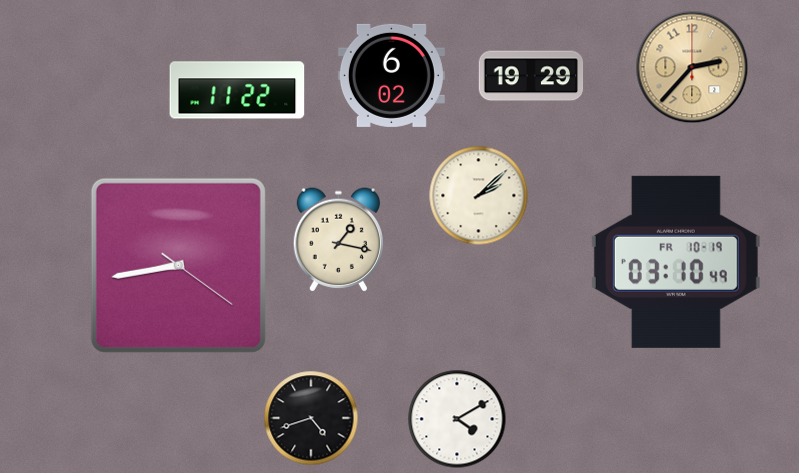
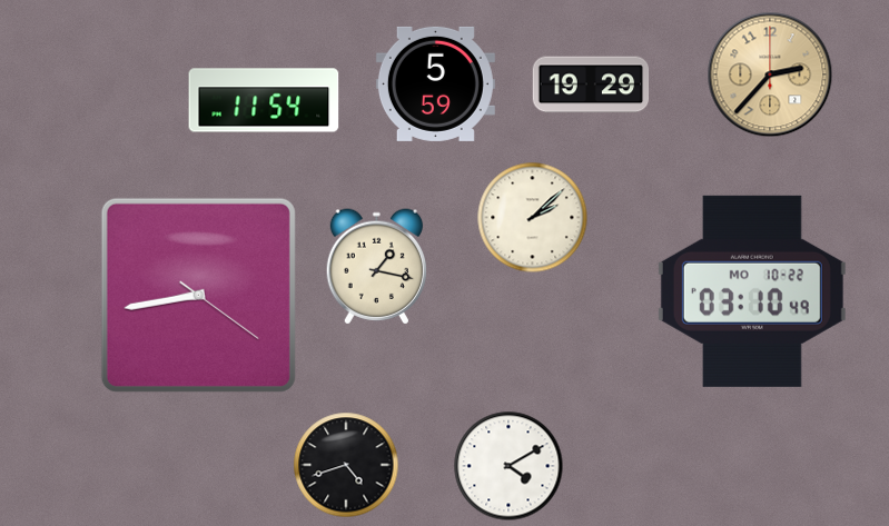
clock at (391, 75): 6:02 -> 5:59
clock at (237, 90): 11:22 -> 11:54
clock at (676, 262) date: FR 10-19 -> MO 10-22
